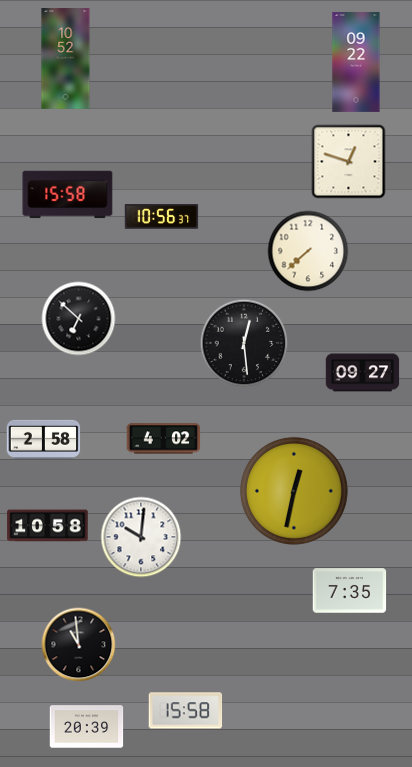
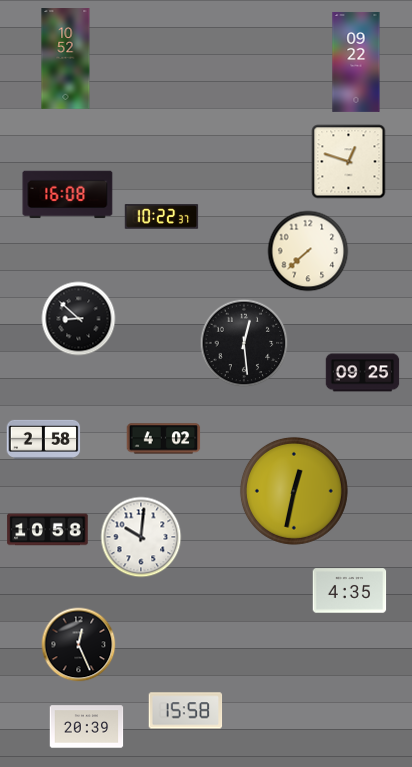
clock at (68, 195): 15:58 -> 16:08
clock at (162, 217): 10:56 -> 10:22
clock at (79, 319): 6:52 -> 8:52
clock at (363, 373): 09:27 -> 09:25
clock at (48, 526) position: (48, 526) -> (48, 530)
clock at (350, 591): 7:35 -> 4:35
clock at (79, 645): 10:59 -> 12:26
